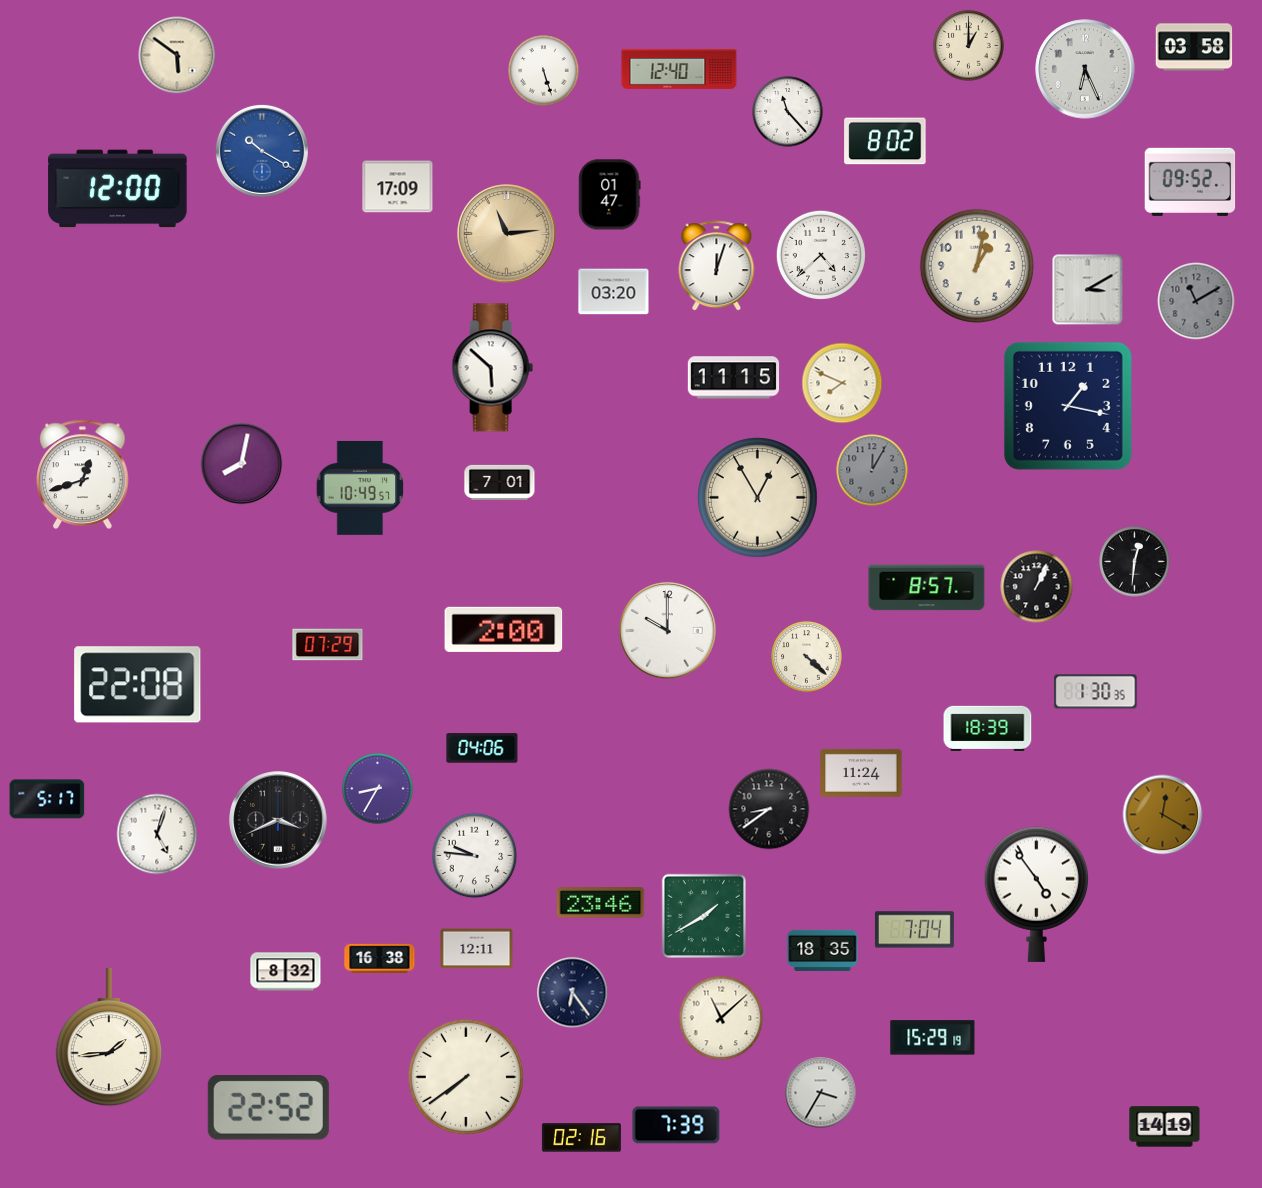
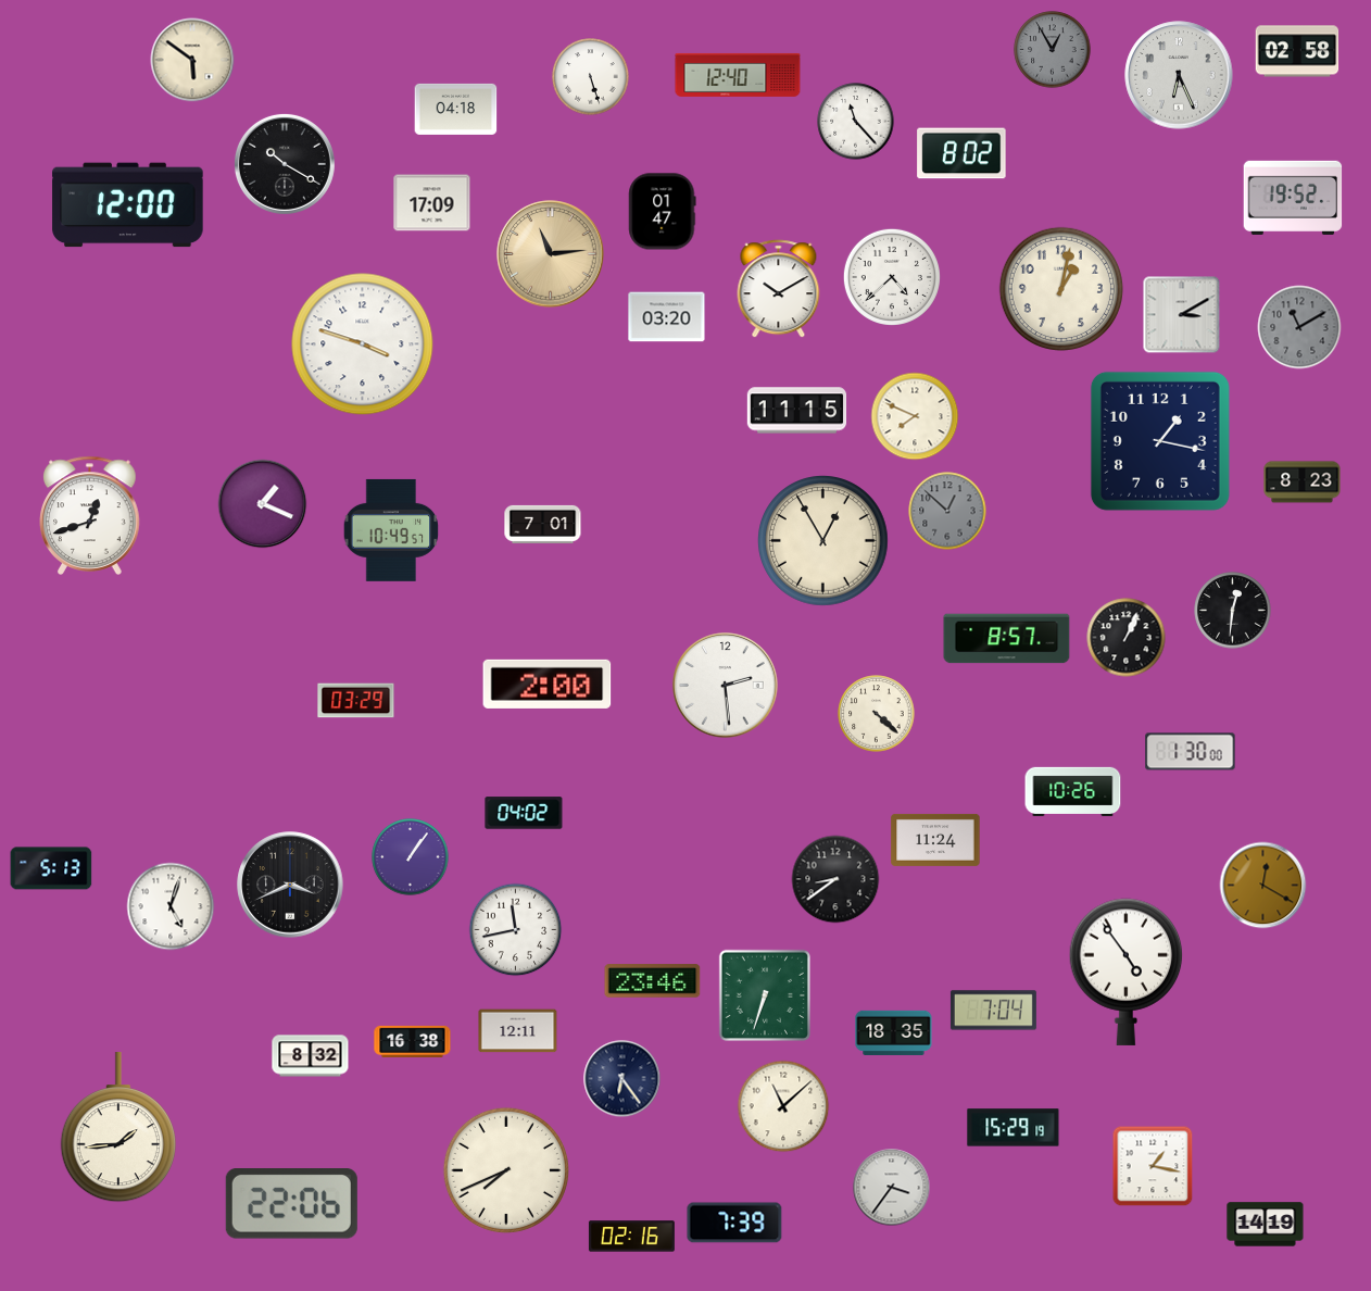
clock at (969, 46): 1:00 -> 12:55
clock at (969, 46) dial: cream -> grey
clock at (1194, 47): 03:58 -> 02:58
clock at (456, 109): none -> 04:18
clock at (262, 151) dial: blue -> black
clock at (1190, 182): 09:52 -> 19:52
clock at (717, 266): 12:03 -> 10:10
clock at (363, 344): none -> 3:48
clock at (492, 368): 5:52 -> none
clock at (1303, 482): none -> 8:23
clock at (242, 464): 8:02 -> 1:19
clock at (872, 470): 12:05 -> 12:52
clock at (668, 631): 10:00 -> 2:29
clock at (328, 645): 07:29 -> 03:29
clock at (138, 685): 22:08 -> none
clock at (1096, 692): 1:30:35 -> 1:30:00
clock at (988, 728): 18:39 -> 10:26
clock at (482, 748): 04:06 -> 04:02
clock at (378, 789): 8:35 -> 1:06
clock at (47, 799): 5:17 -> 5:13
clock at (278, 820) position: (278, 820) -> (290, 885)
clock at (475, 856): 9:46 -> 11:43
clock at (703, 915): 1:40 -> 6:33
clock at (1153, 1166): none -> 1:17
clock at (466, 1077): 7:39 -> 7:41
clock at (821, 1093): 3:35 -> 3:36
clock at (268, 1108): 22:52 -> 22:06
